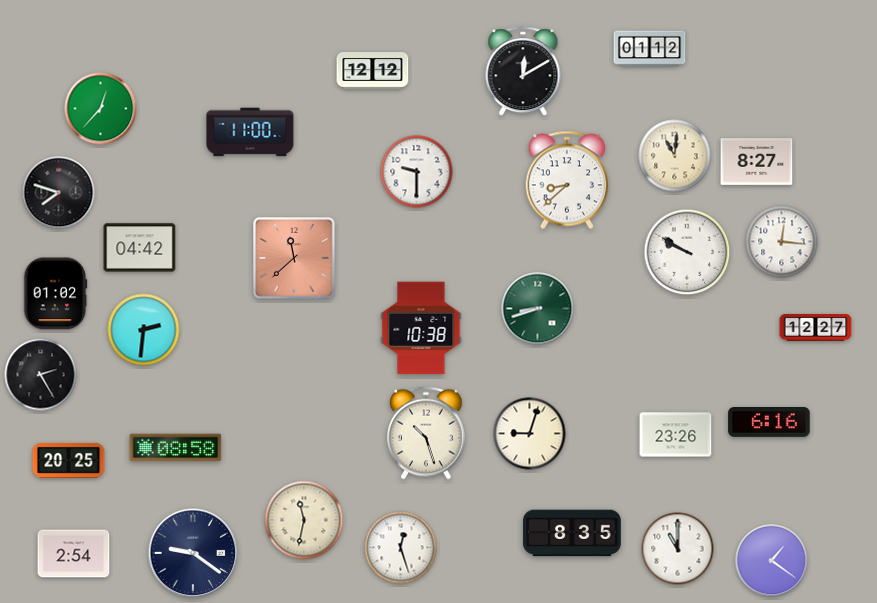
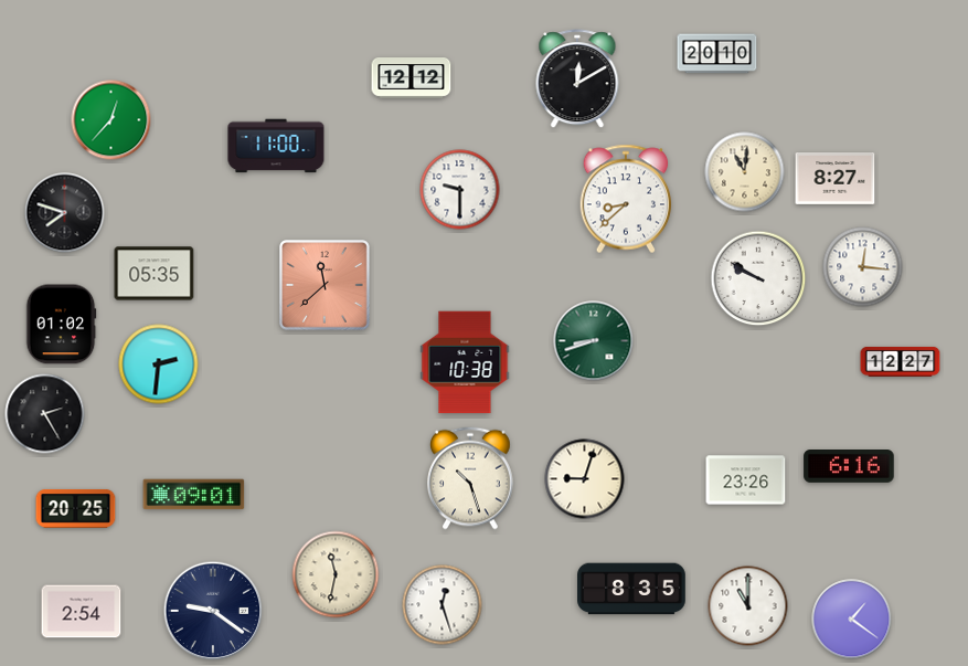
clock at (650, 49): 01:12 -> 20:10
clock at (140, 248): 04:42 -> 05:35
clock at (176, 448): 08:58 -> 09:01
